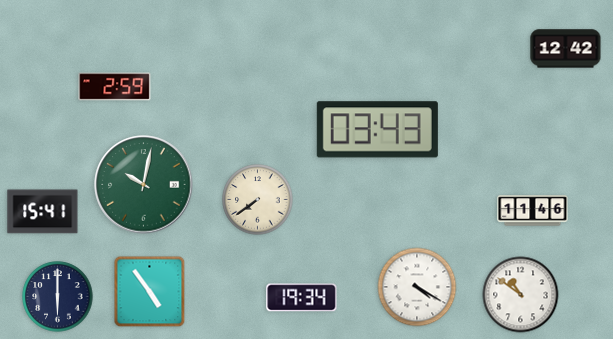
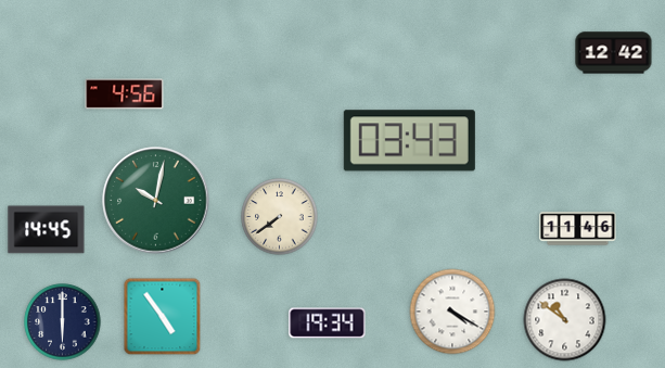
clock at (115, 87): 2:59 -> 4:56
clock at (43, 212): 15:41 -> 14:45
